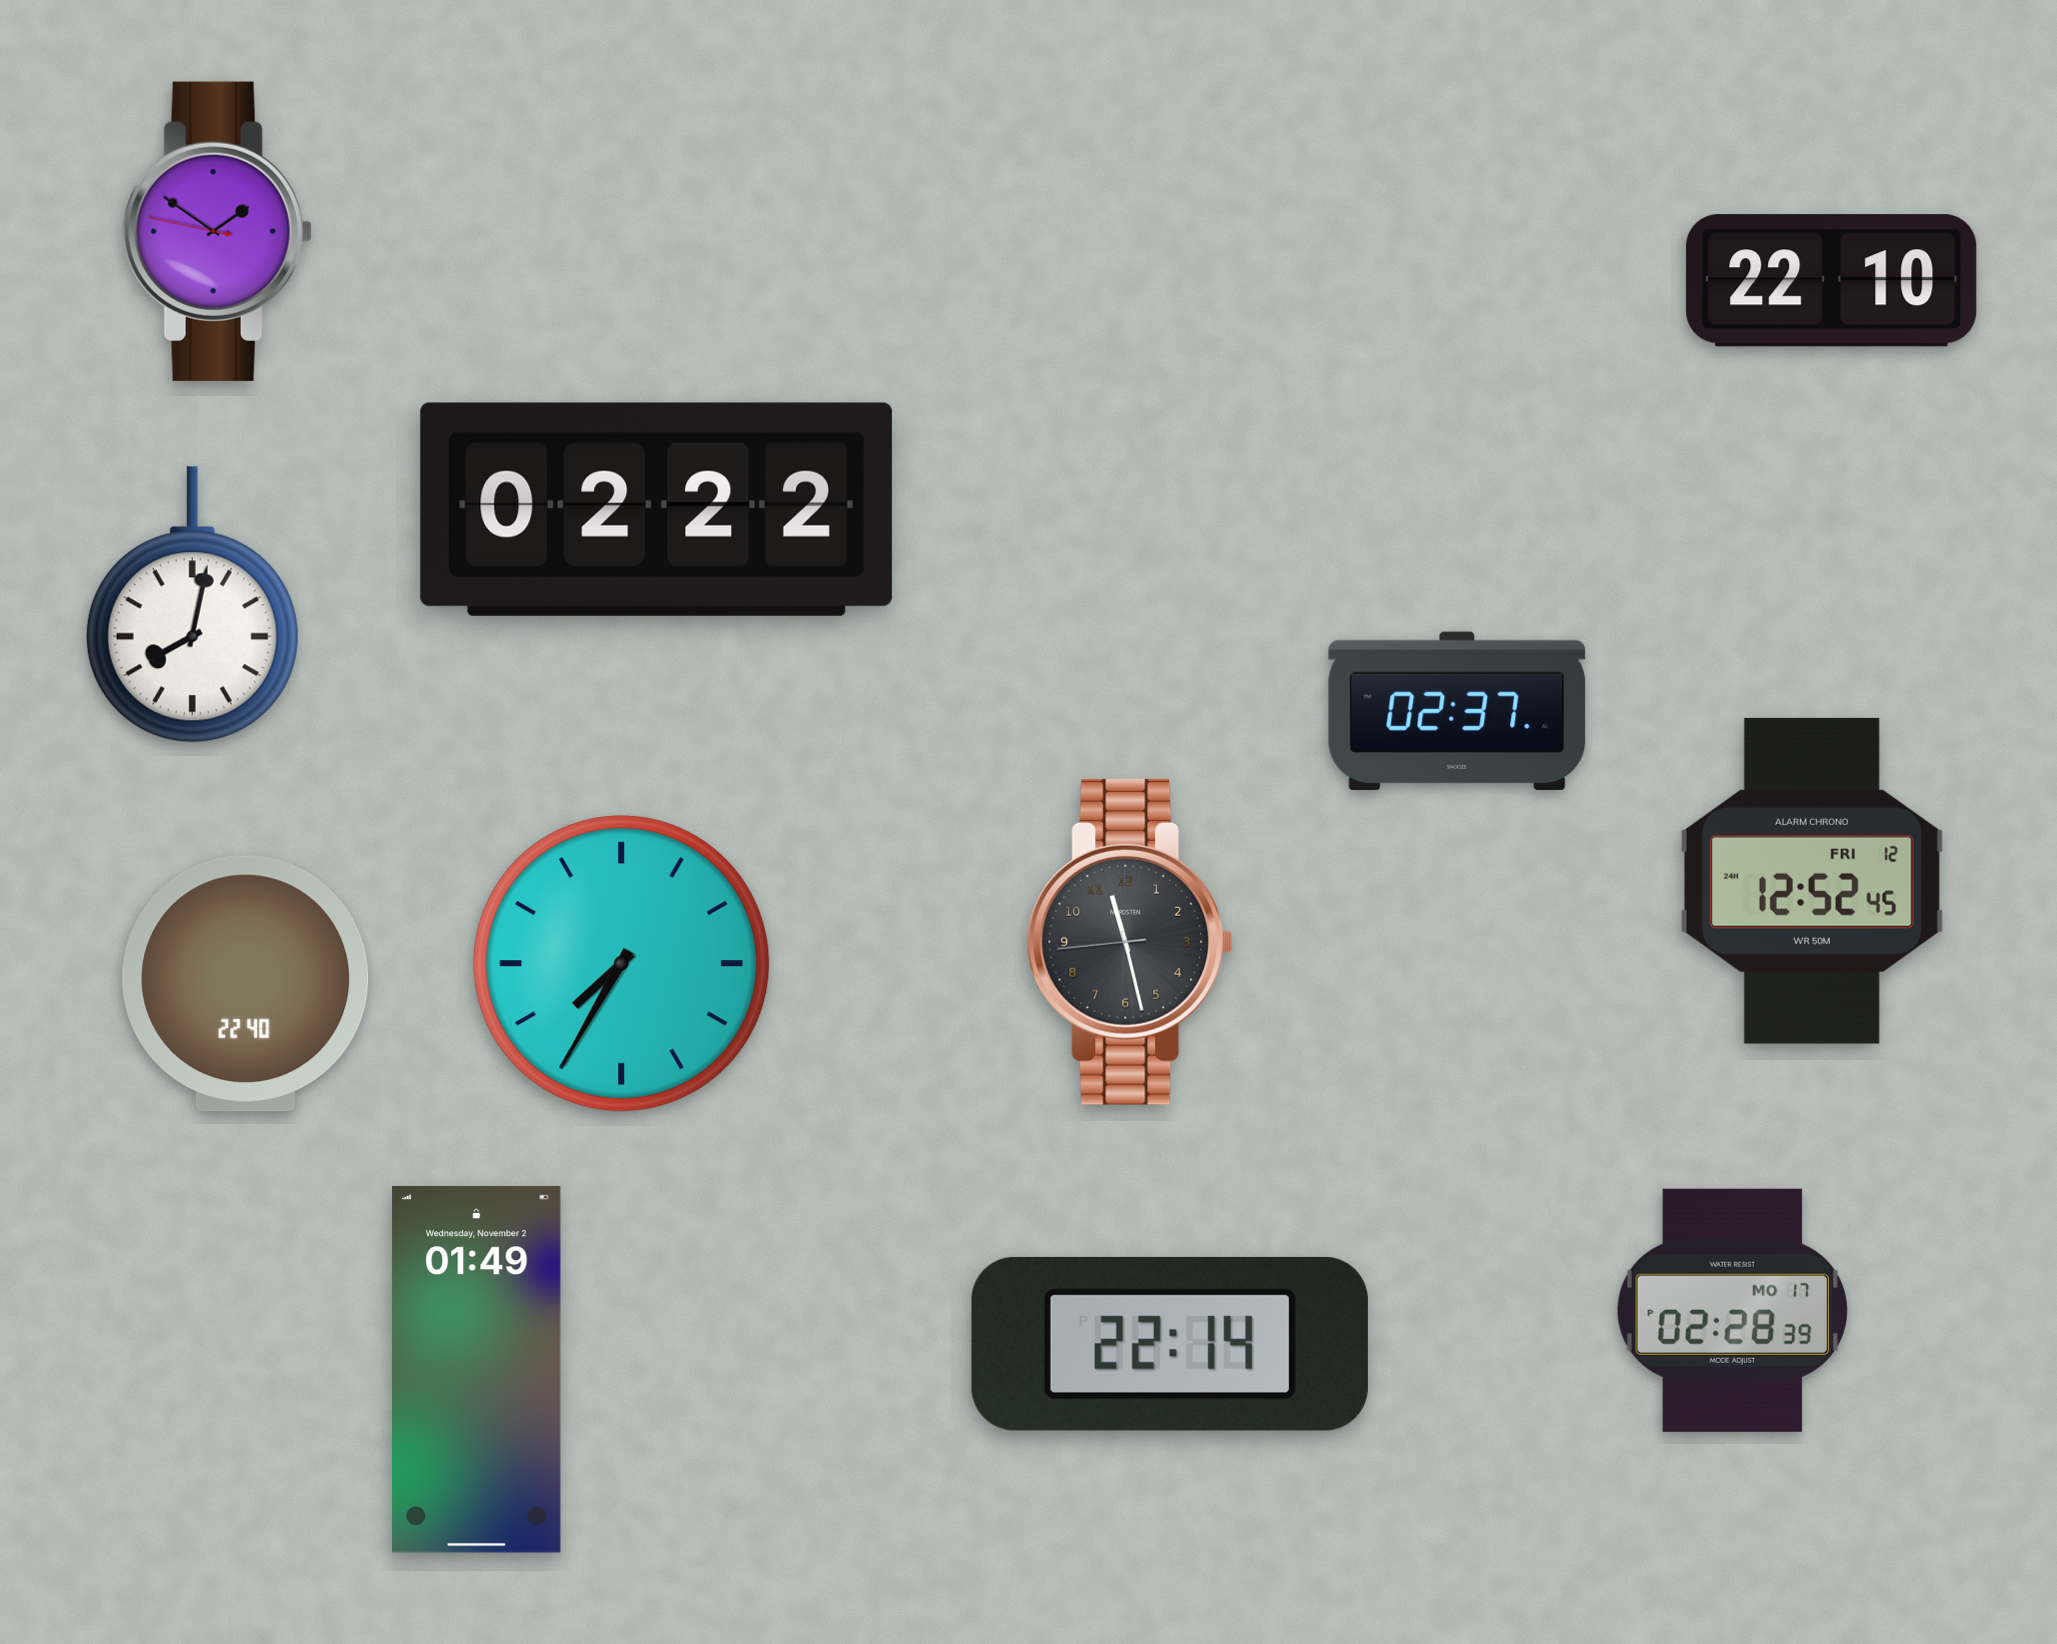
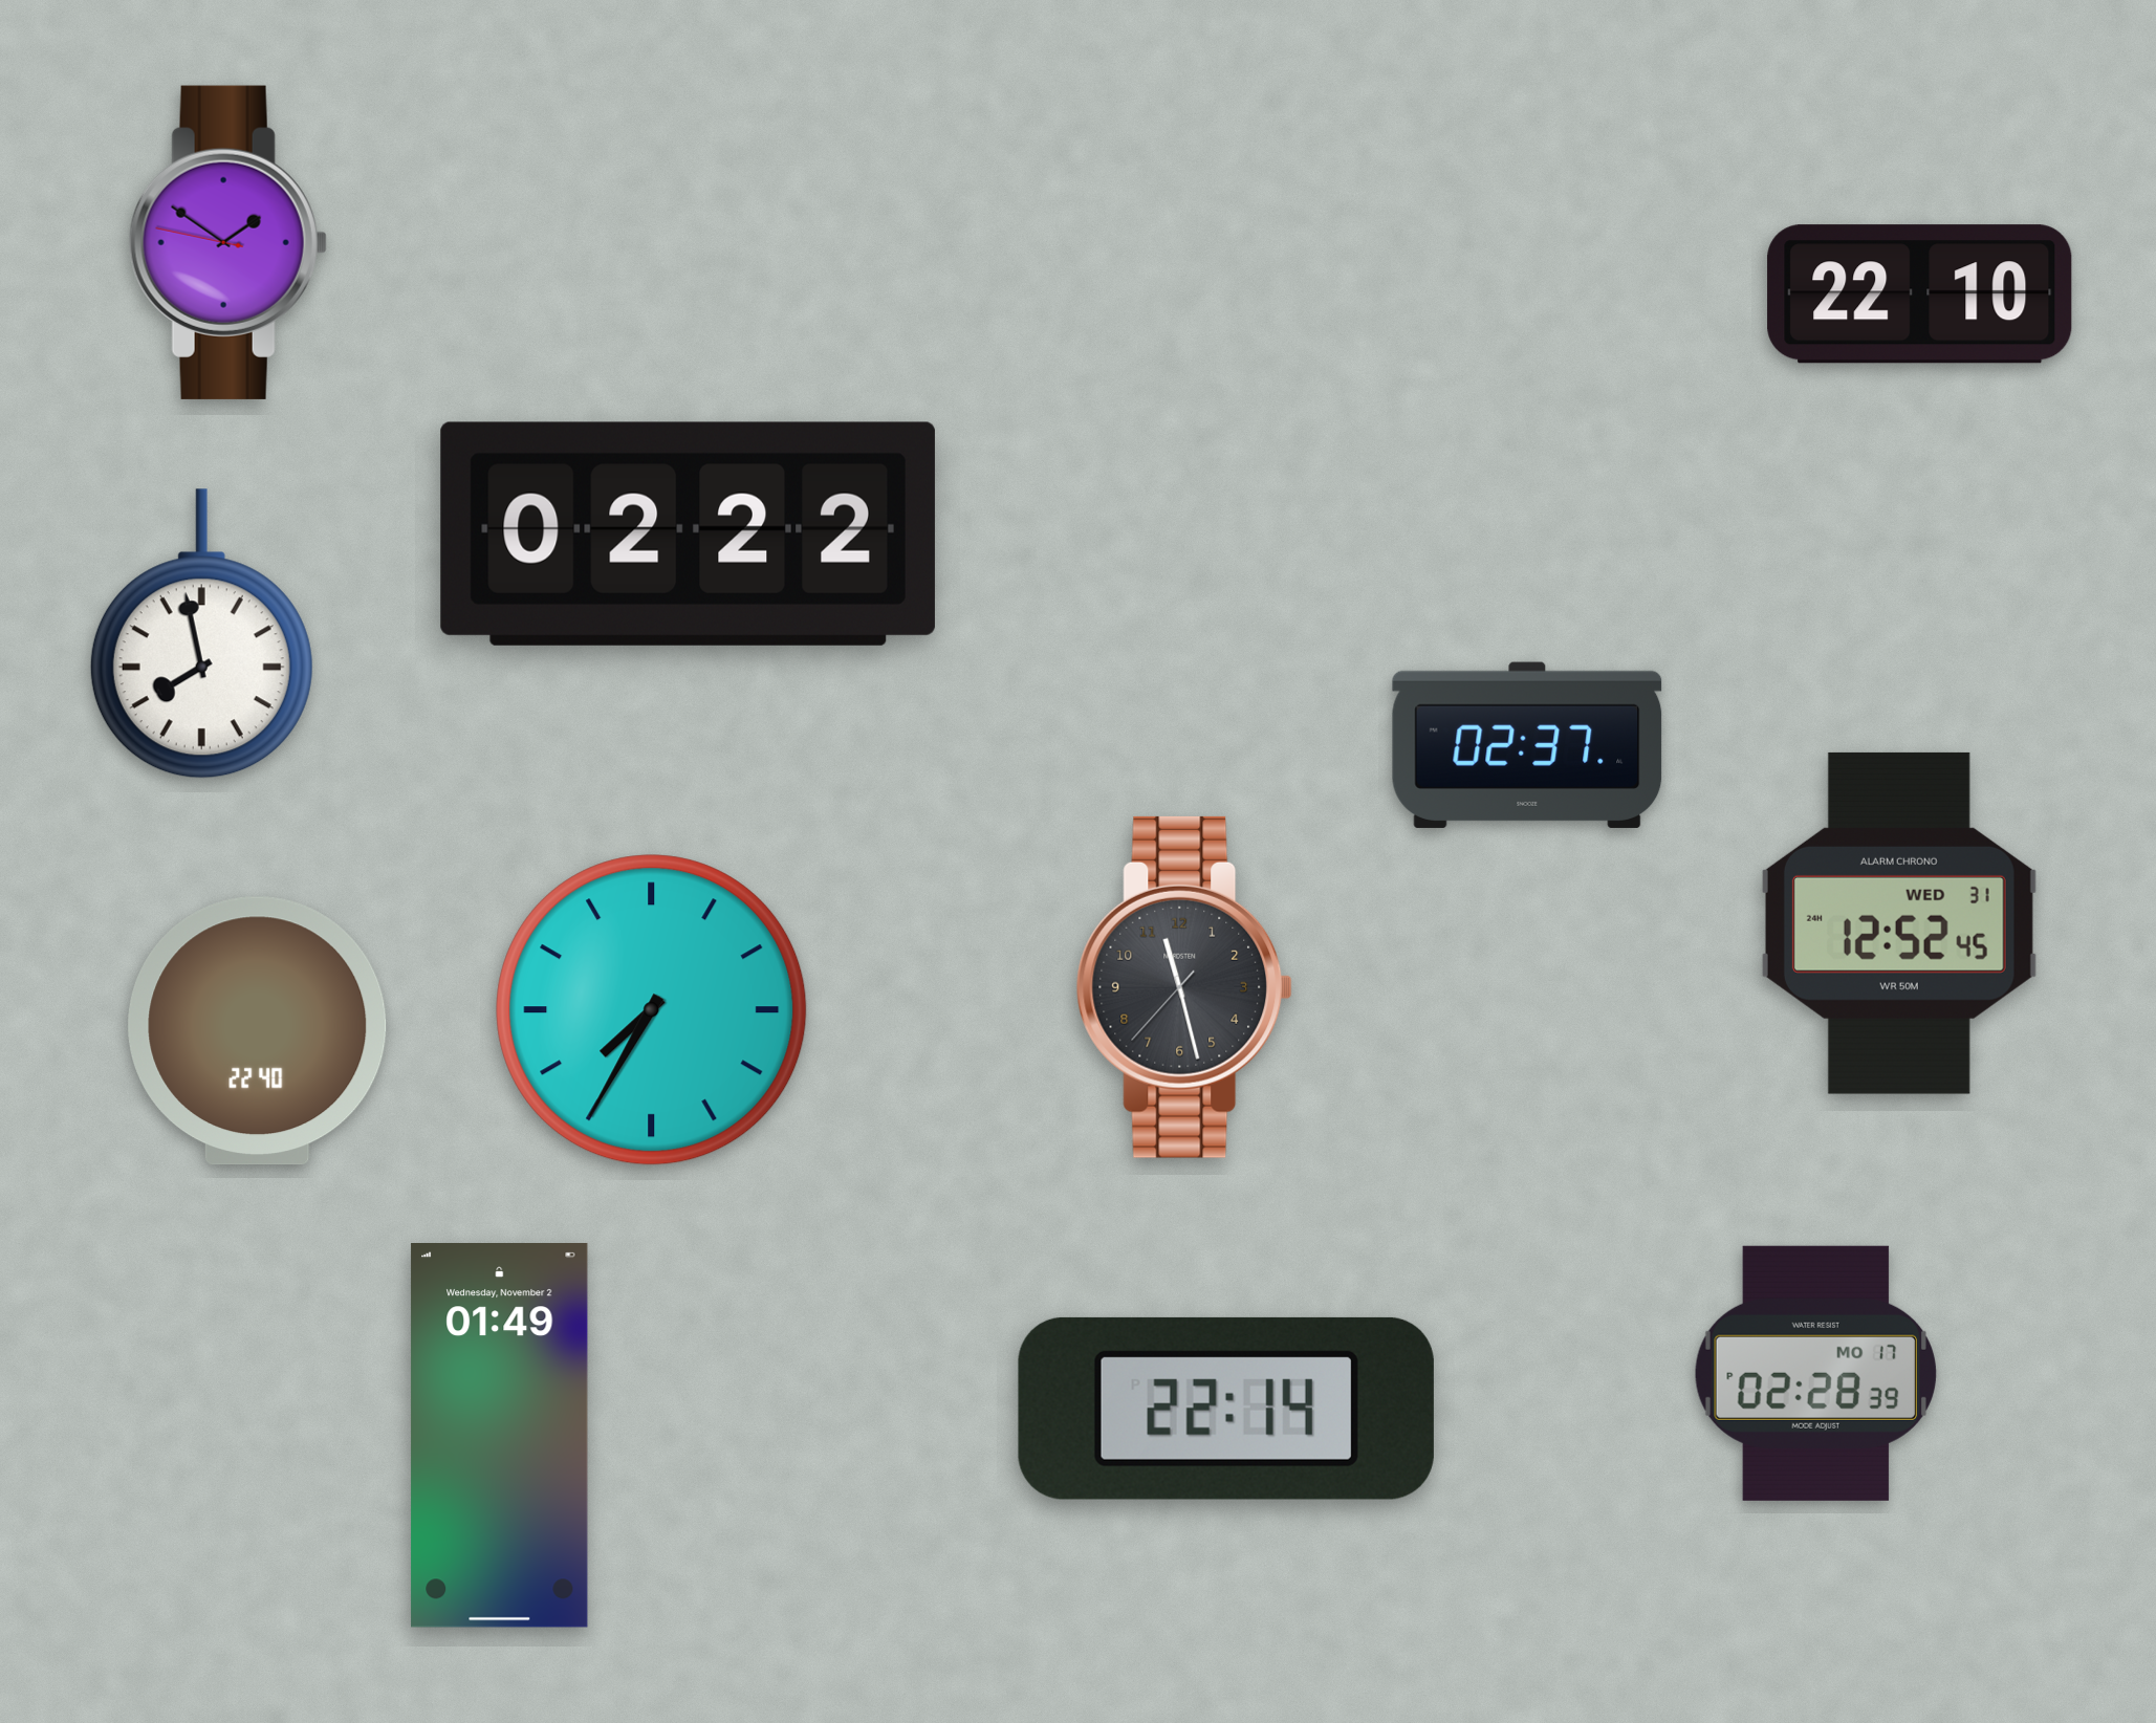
clock at (192, 605): 8:02 -> 7:58
clock at (1812, 881) date: FRI 12 -> WED 31
clock at (1130, 942): 11:27:44 -> 11:27:37
